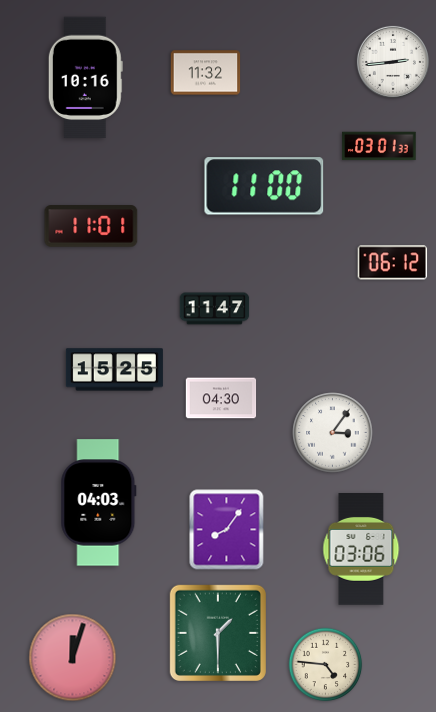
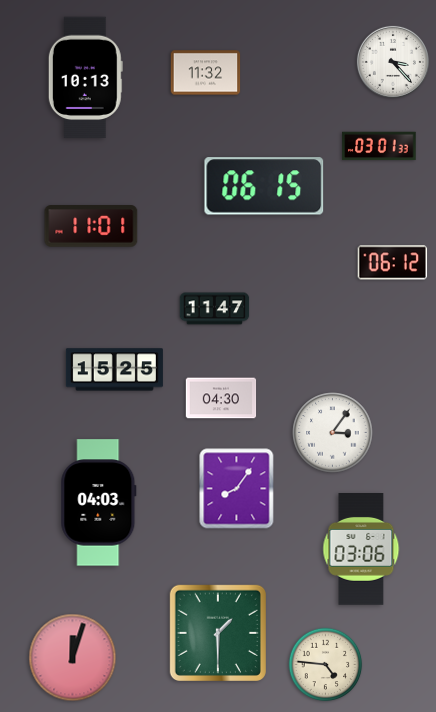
clock at (393, 62): 2:44 -> 3:23
clock at (85, 78): 10:16 -> 10:13
clock at (264, 186): 11:00 -> 06:15
clock at (227, 530) position: (227, 530) -> (237, 489)
